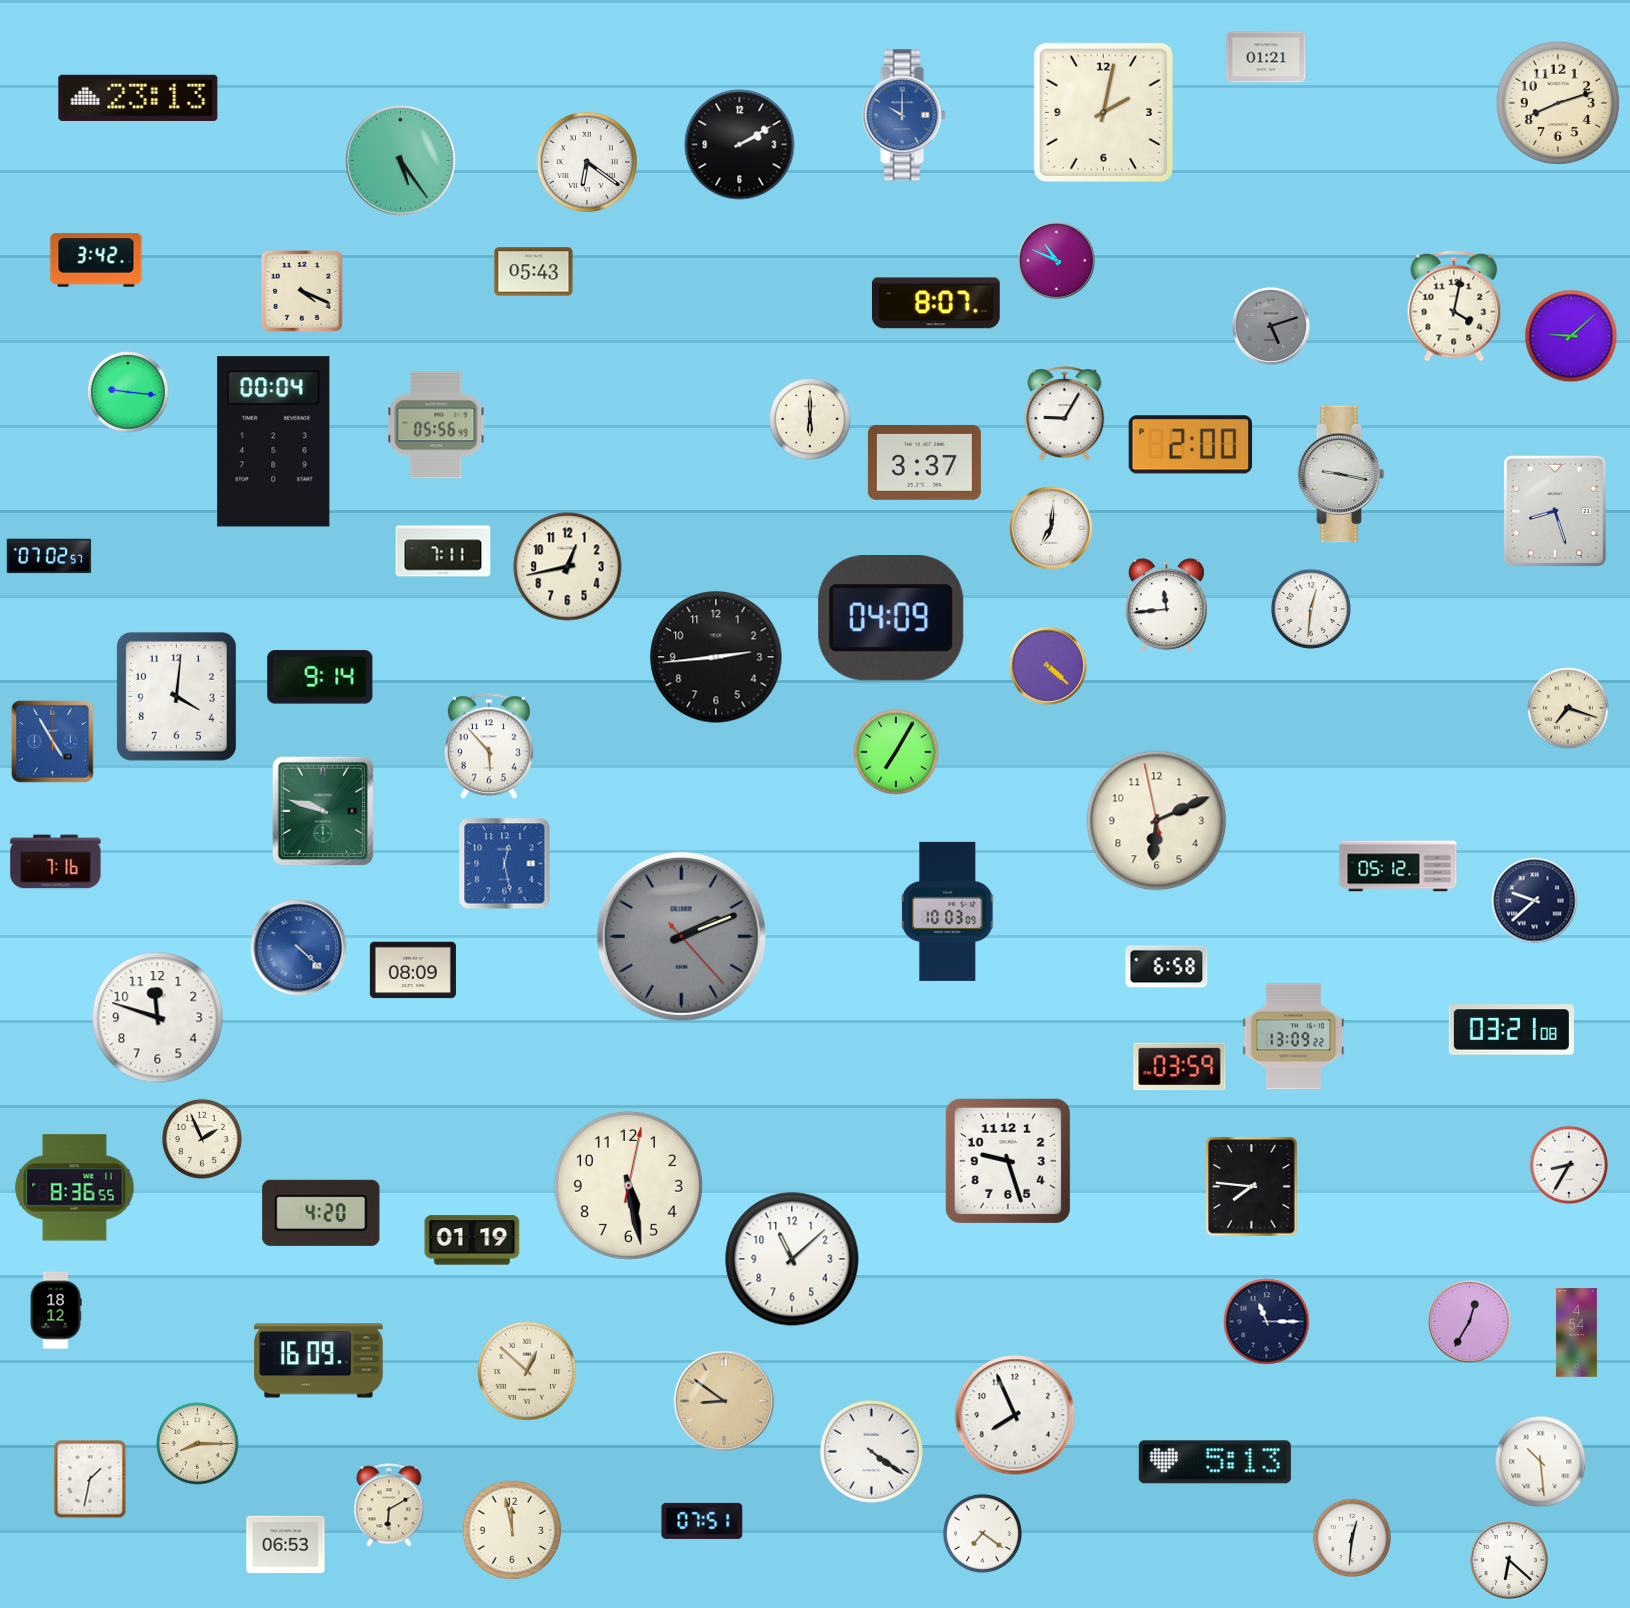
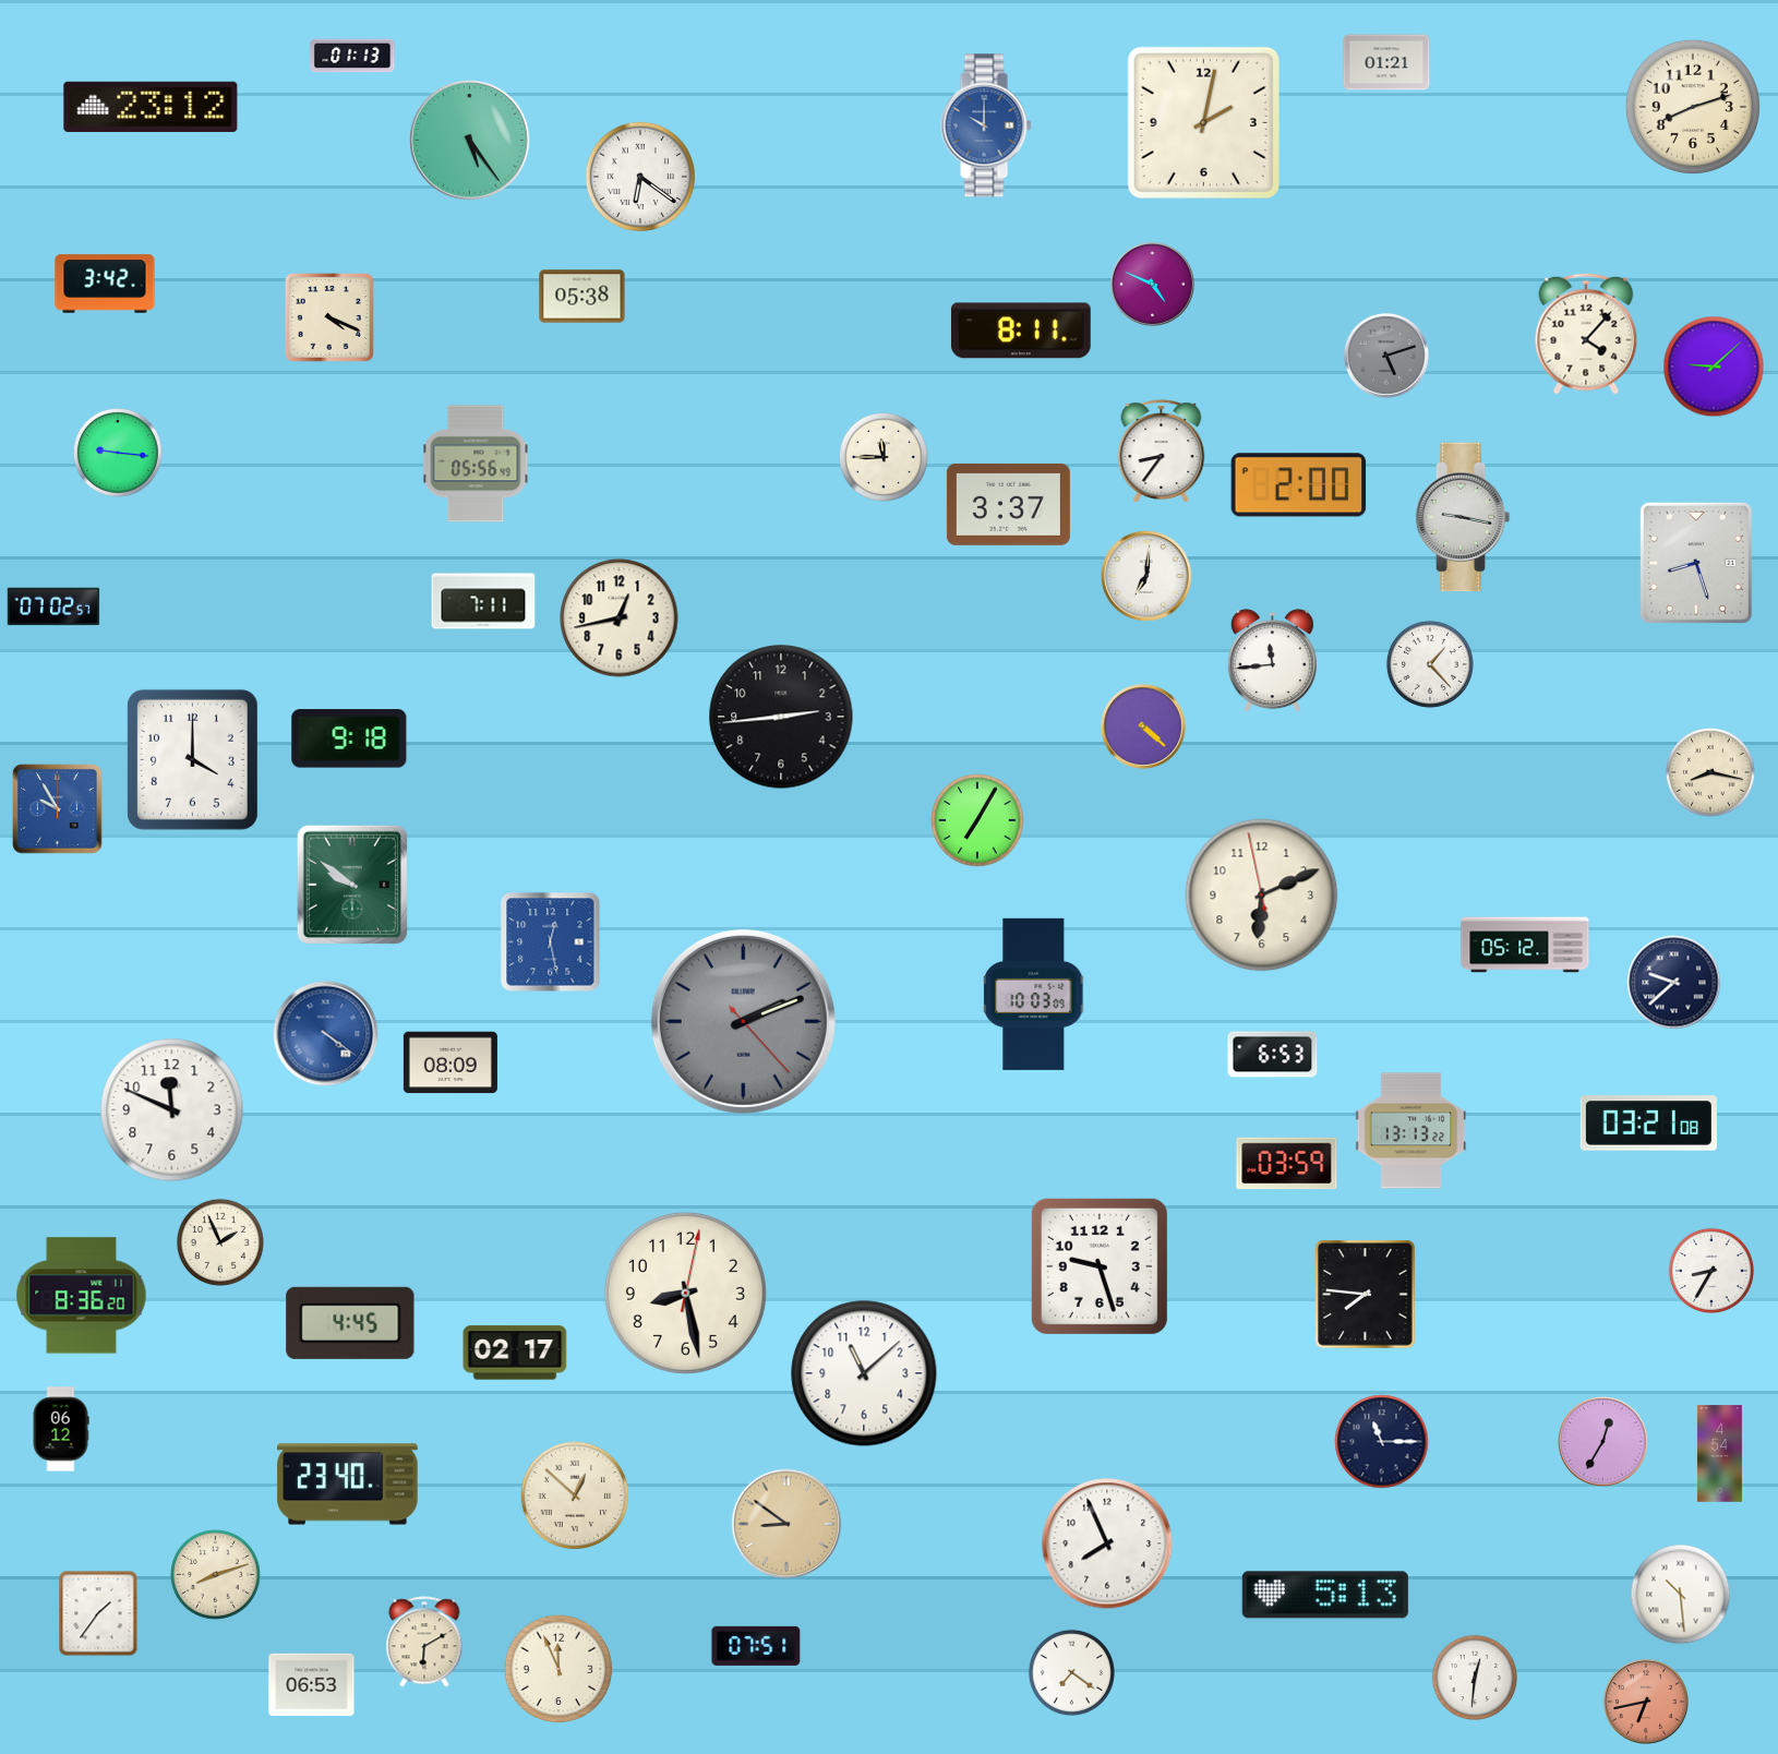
clock at (352, 56): none -> 01:13
clock at (1266, 57) position: (1266, 57) -> (1386, 62)
clock at (138, 98): 23:13 -> 23:12
clock at (1558, 103) position: (1558, 103) -> (1693, 107)
clock at (740, 145): 2:10 -> none
clock at (401, 161) position: (401, 161) -> (470, 141)
clock at (1056, 260): 10:49 -> 4:49
clock at (534, 272): 05:43 -> 05:38
clock at (936, 303): 8:07 -> 8:11
clock at (1454, 306): 4:02 -> 4:07
clock at (129, 393) position: (129, 393) -> (119, 454)
clock at (1065, 414): 9:05 -> 8:36
clock at (811, 420): 6:00 -> 11:45
clock at (274, 442): 00:04 -> none
clock at (1555, 511) position: (1555, 511) -> (1696, 563)
clock at (1311, 609): 12:31 -> 1:23
clock at (891, 618): 04:09 -> none
clock at (320, 677): 9:14 -> 9:18
clock at (176, 696): 4:01 -> 4:00
clock at (1569, 709): 7:18 -> 8:17
clock at (53, 742): 4:55 -> 9:55
clock at (489, 747): 5:53 -> none
clock at (322, 810): 9:48 -> 9:51
clock at (56, 862): 7:16 -> none
clock at (299, 948): 4:22 -> 4:21
clock at (1167, 967): 6:58 -> 6:53
clock at (413, 970) position: (413, 970) -> (450, 1062)
clock at (158, 1018): 11:48 -> 11:49
clock at (1294, 1037): 13:09 -> 13:13
clock at (628, 1185): 5:28 -> 8:28
clock at (75, 1188): 8:36:55 -> 8:36:20
clock at (321, 1213): 4:20 -> 4:45
clock at (472, 1240): 01:19 -> 02:17
clock at (56, 1310): 18:12 -> 06:12
clock at (319, 1361): 16:09 -> 23:40
clock at (724, 1401) position: (724, 1401) -> (786, 1524)
clock at (198, 1444): 8:15 -> 8:12
clock at (871, 1451): 4:21 -> none
clock at (90, 1479): 1:32 -> 1:36
clock at (702, 1521) position: (702, 1521) -> (756, 1646)
clock at (512, 1530): 11:58 -> 11:56
clock at (1509, 1560): 6:22 -> 6:43
clock at (1509, 1560) dial: white -> salmon
